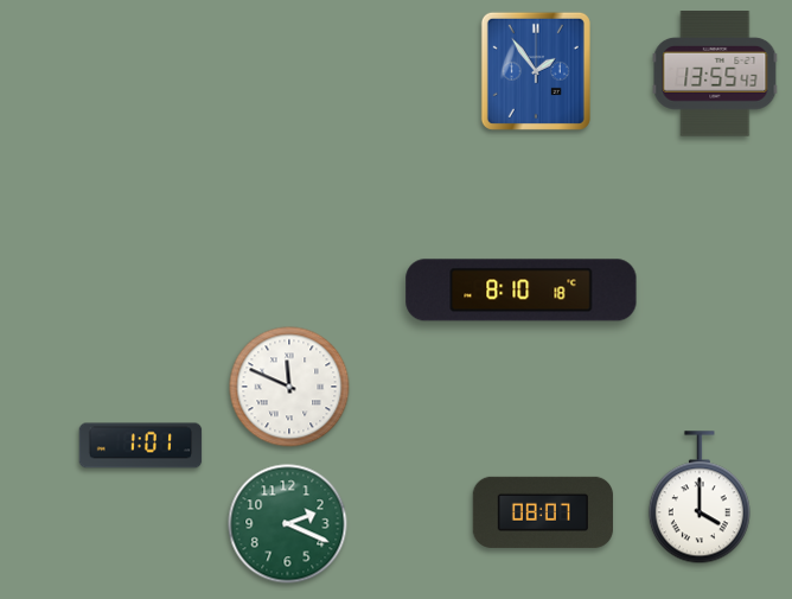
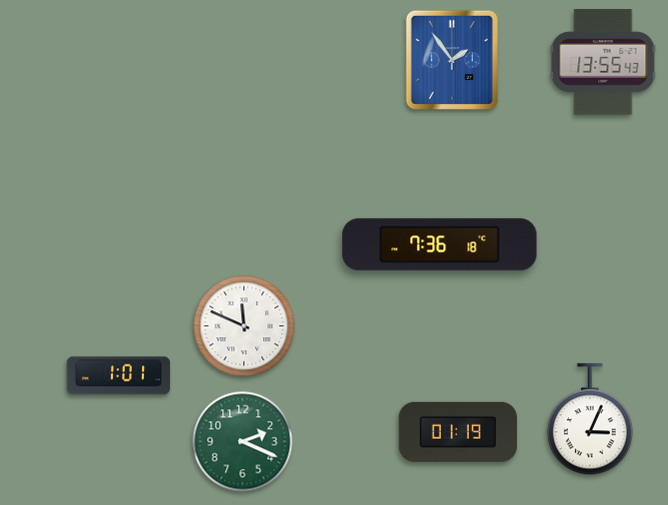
clock at (522, 291): 8:10 -> 7:36
clock at (700, 498): 4:00 -> 3:04
clock at (543, 512): 08:07 -> 01:19
